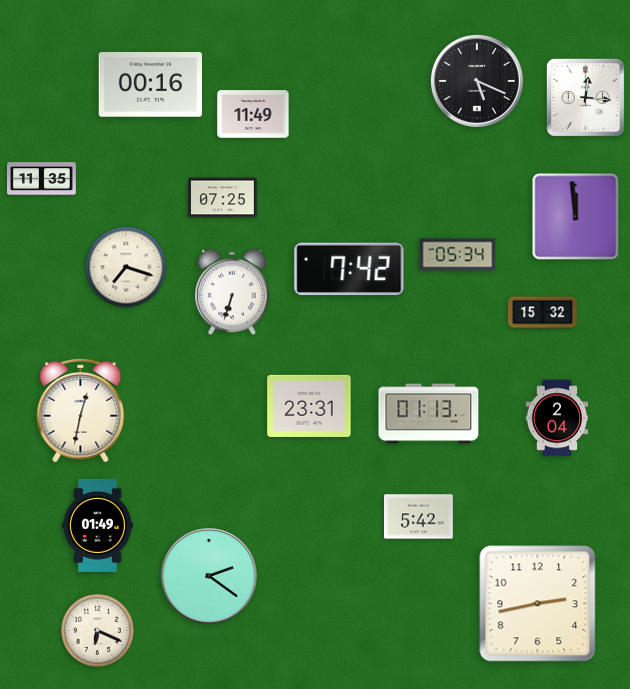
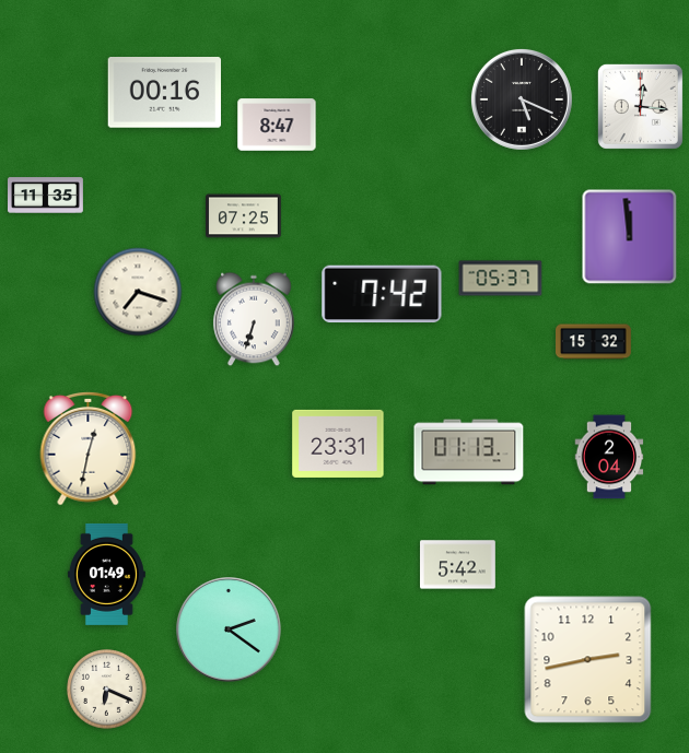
clock at (477, 81) position: (477, 81) -> (522, 99)
clock at (253, 114): 11:49 -> 8:47
clock at (458, 255): 05:34 -> 05:37
